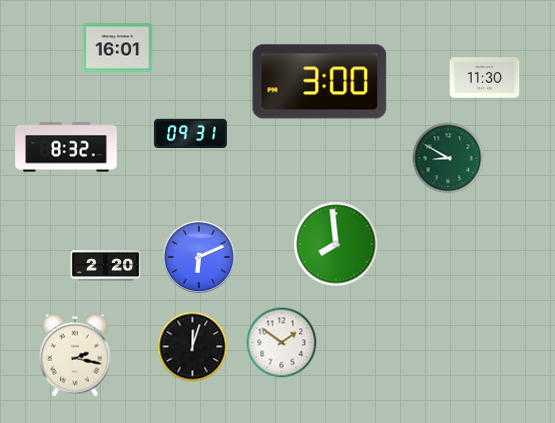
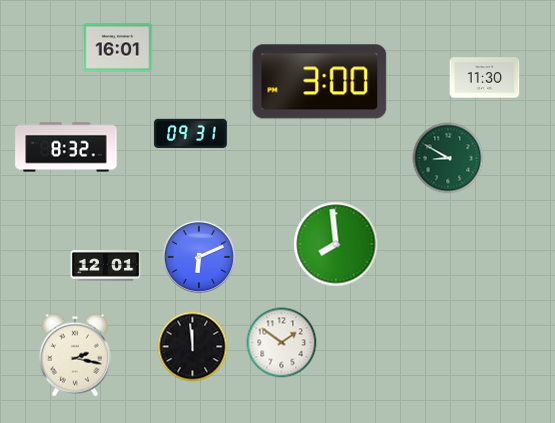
clock at (106, 266): 2:20 -> 12:01
clock at (193, 347): 12:03 -> 11:59
